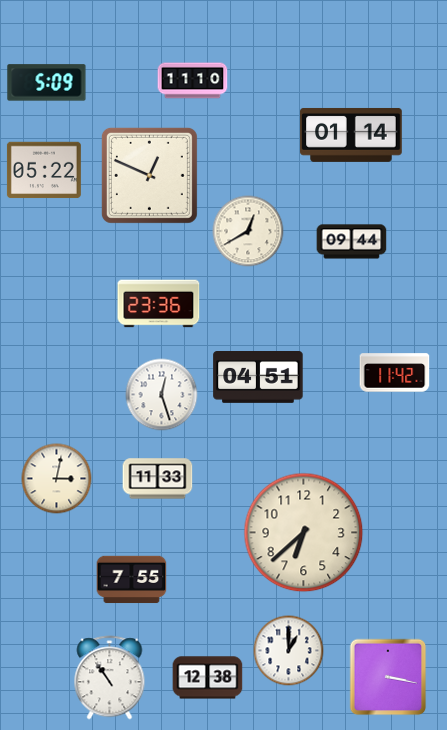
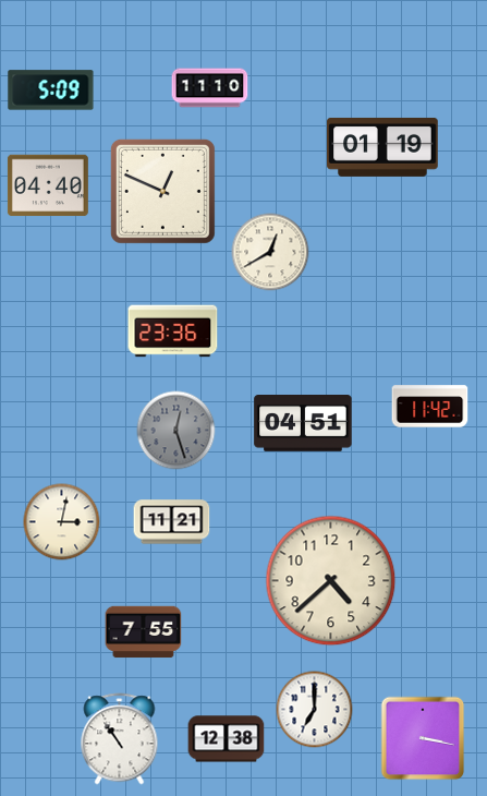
clock at (351, 135): 01:14 -> 01:19
clock at (44, 170): 05:22 -> 04:40
clock at (352, 242): 09:44 -> none
clock at (258, 378) position: (258, 378) -> (303, 424)
clock at (162, 395) dial: white -> grey
clock at (158, 479): 11:33 -> 11:21
clock at (304, 533): 6:38 -> 4:38
clock at (289, 651): 1:00 -> 7:00
